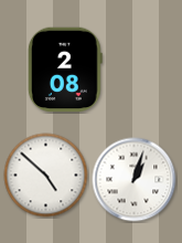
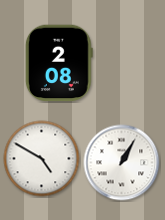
clock at (46, 176): 4:52 -> 4:50
clock at (135, 180): 1:03 -> 1:05
